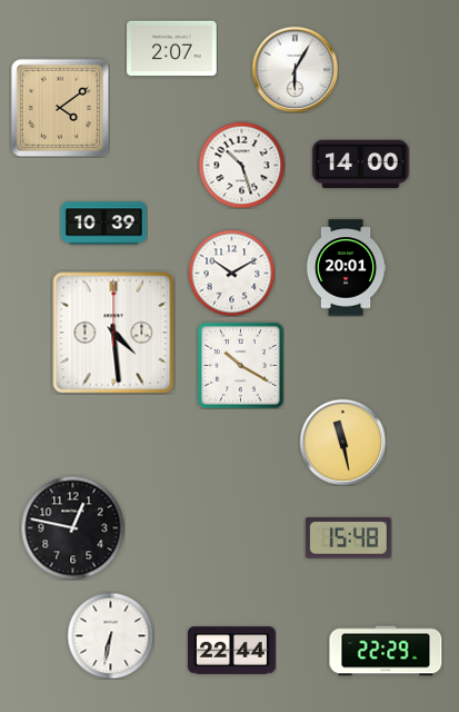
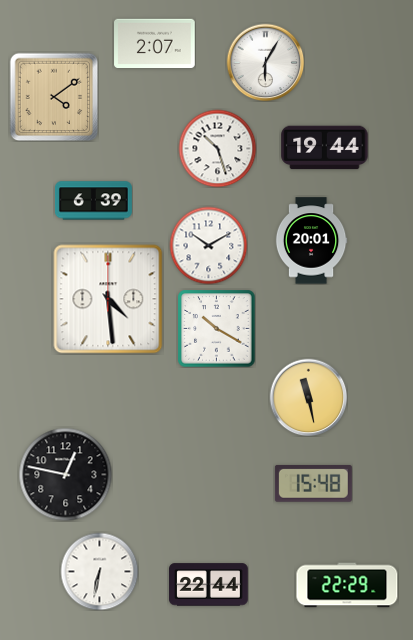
clock at (361, 165): 14:00 -> 19:44
clock at (103, 224): 10:39 -> 6:39
clock at (113, 333) position: (113, 333) -> (108, 299)
